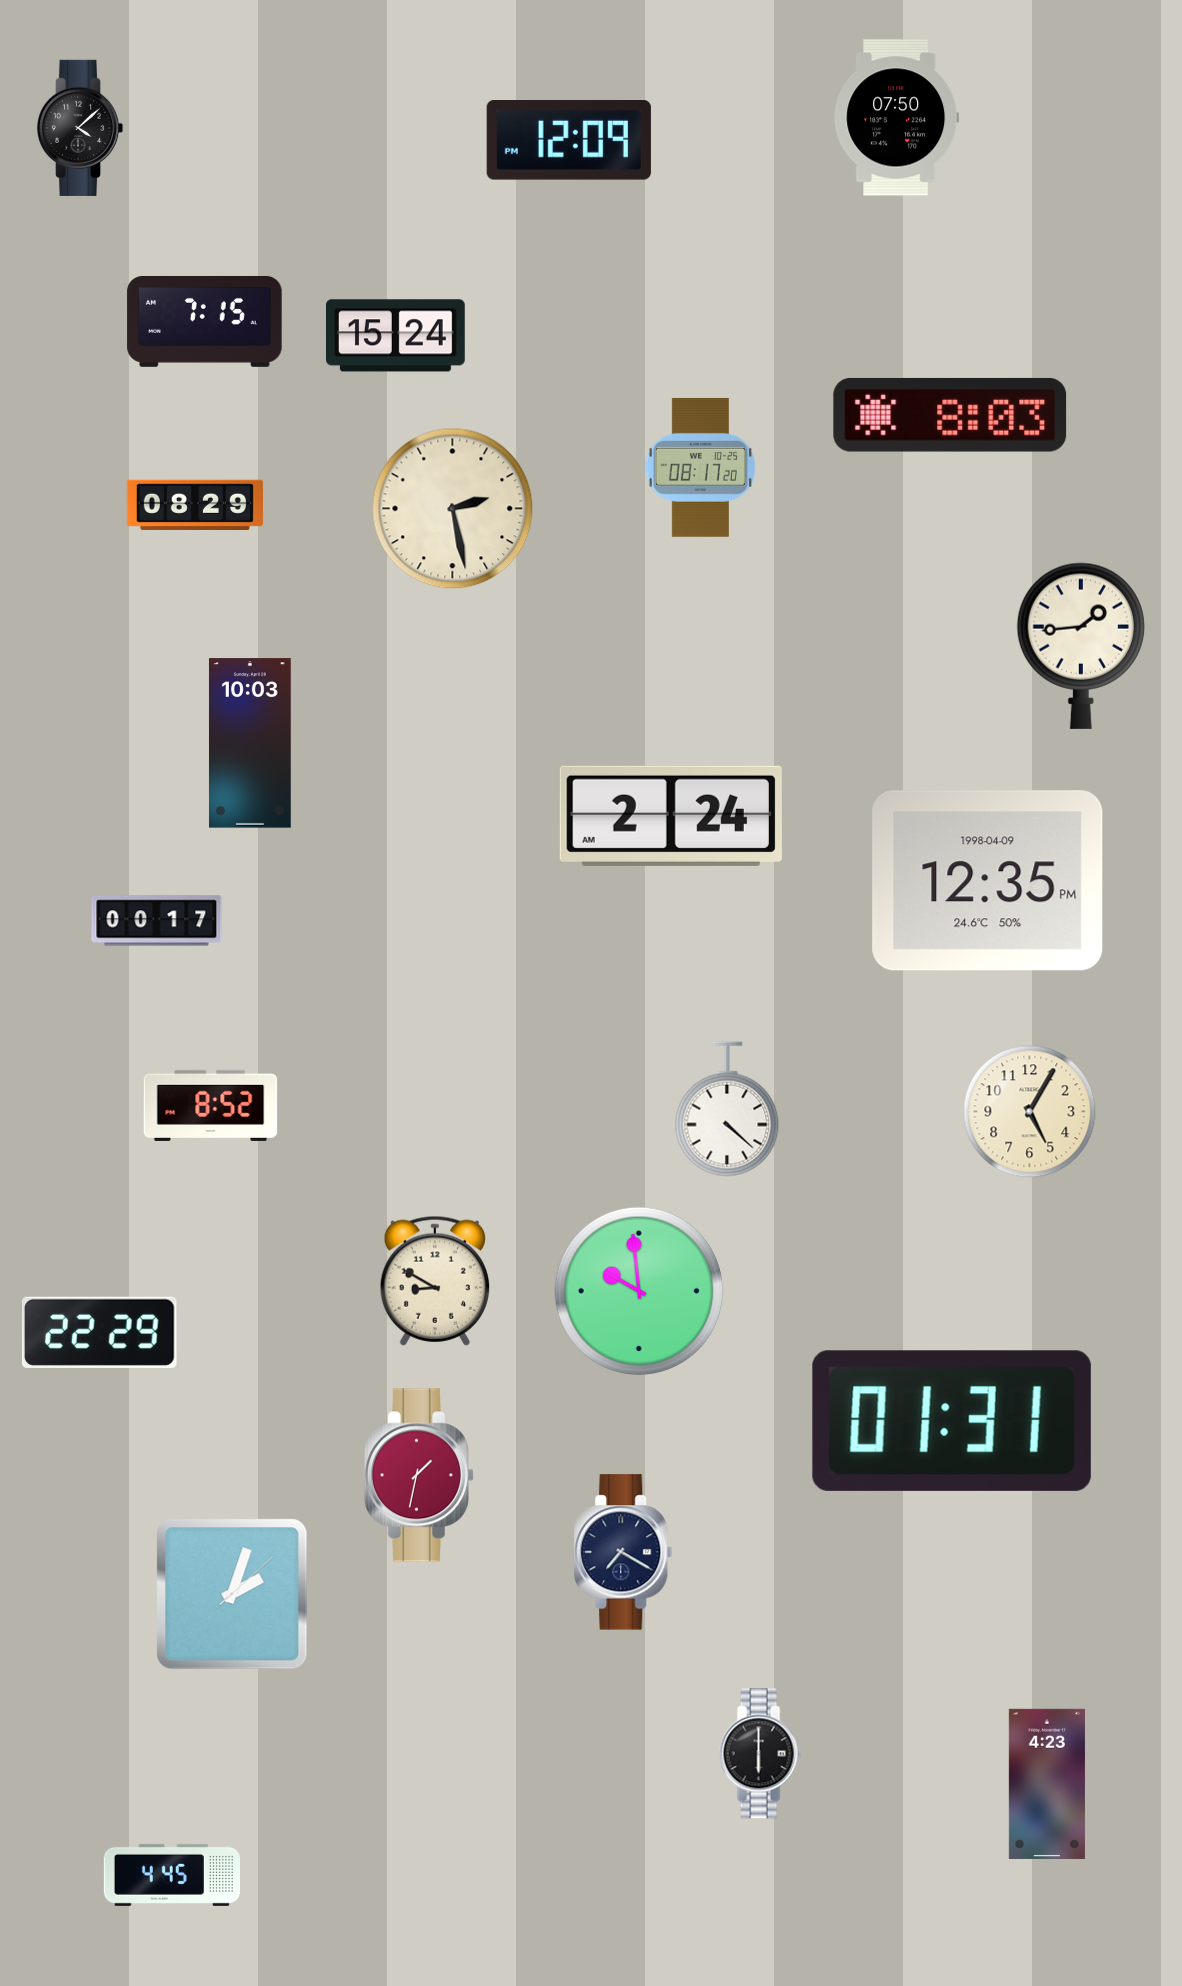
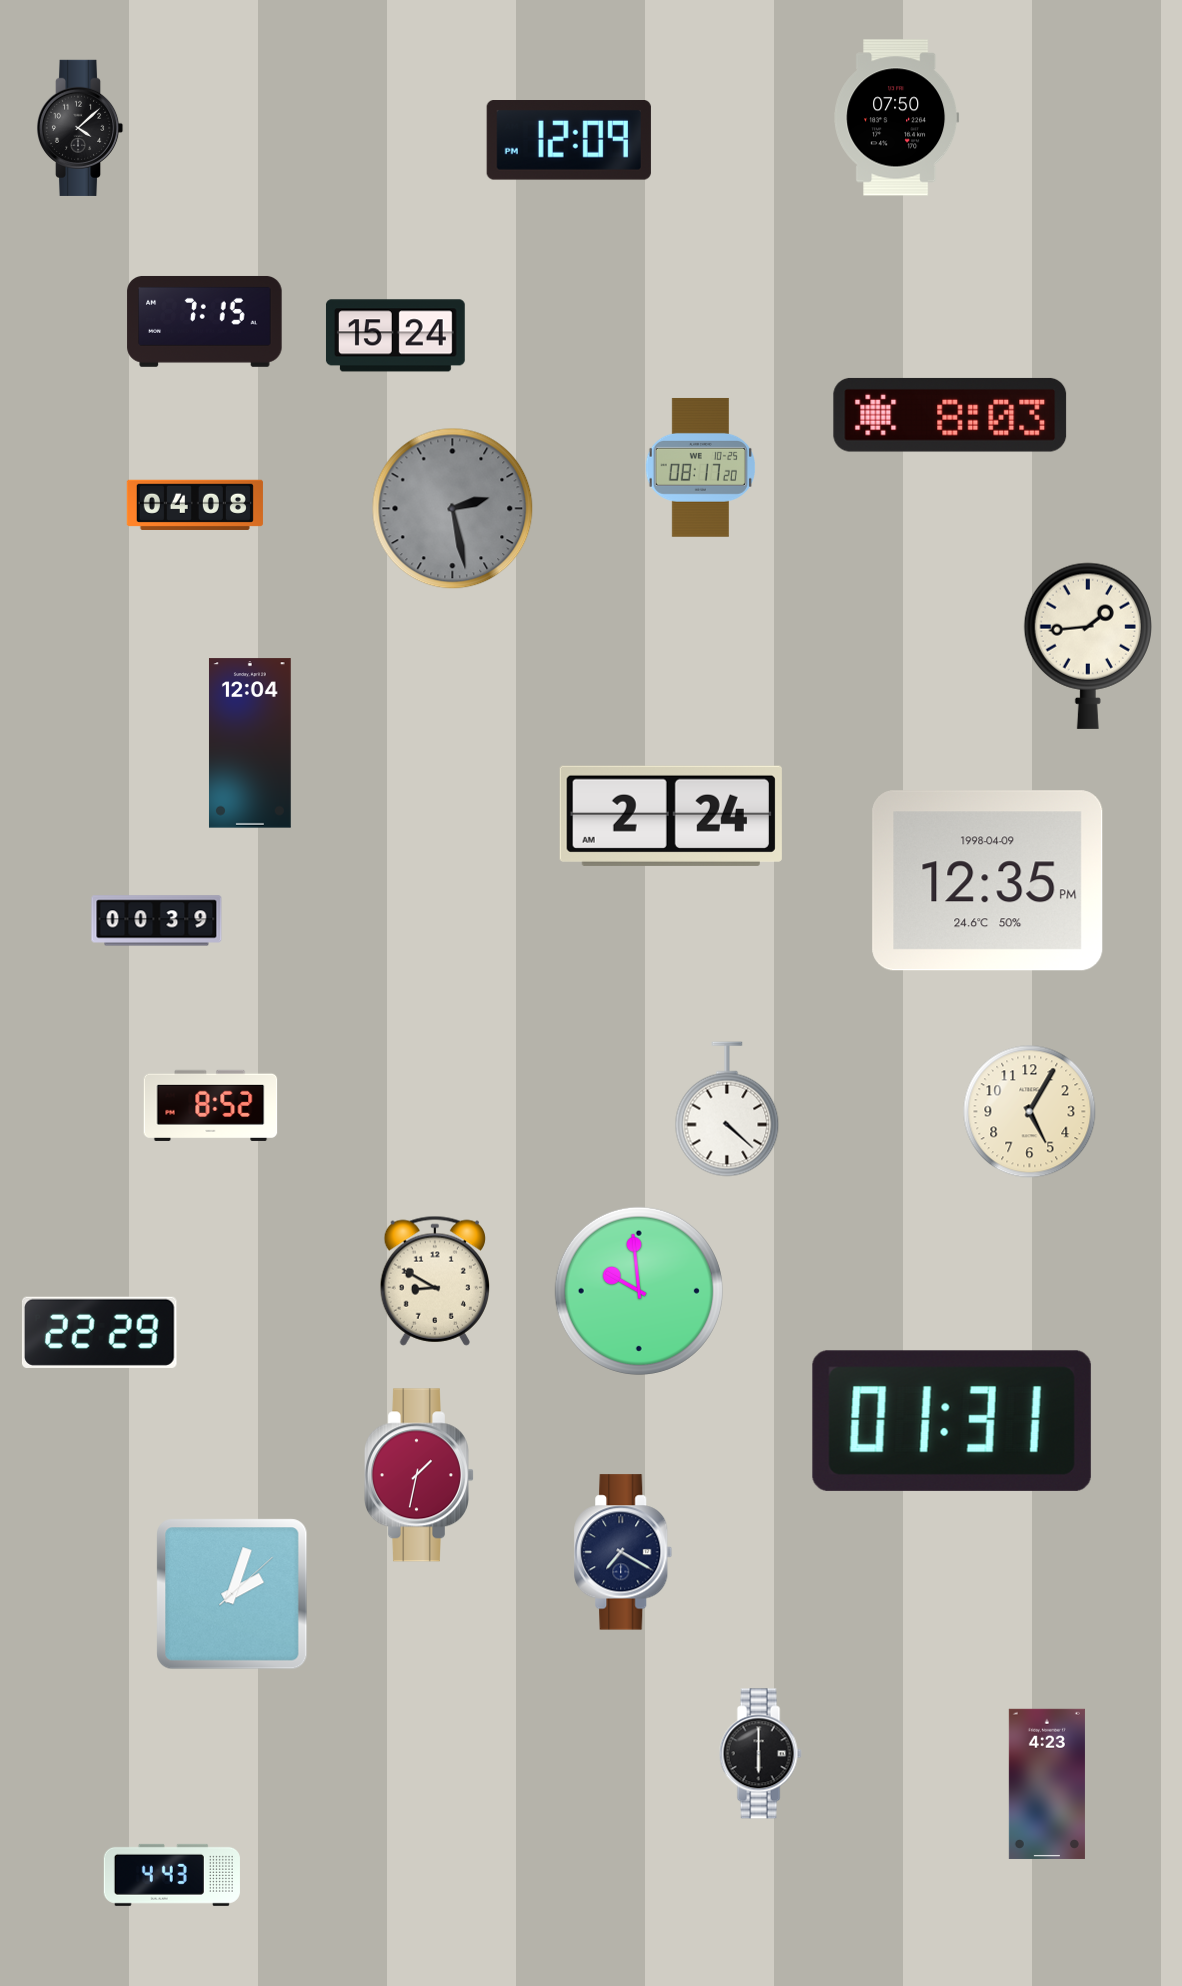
clock at (195, 505): 08:29 -> 04:08
clock at (453, 509) dial: cream -> grey
clock at (1081, 646) position: (1081, 646) -> (1088, 646)
clock at (250, 743): 10:03 -> 12:04
clock at (157, 921): 00:17 -> 00:39
clock at (172, 1875): 4:45 -> 4:43
